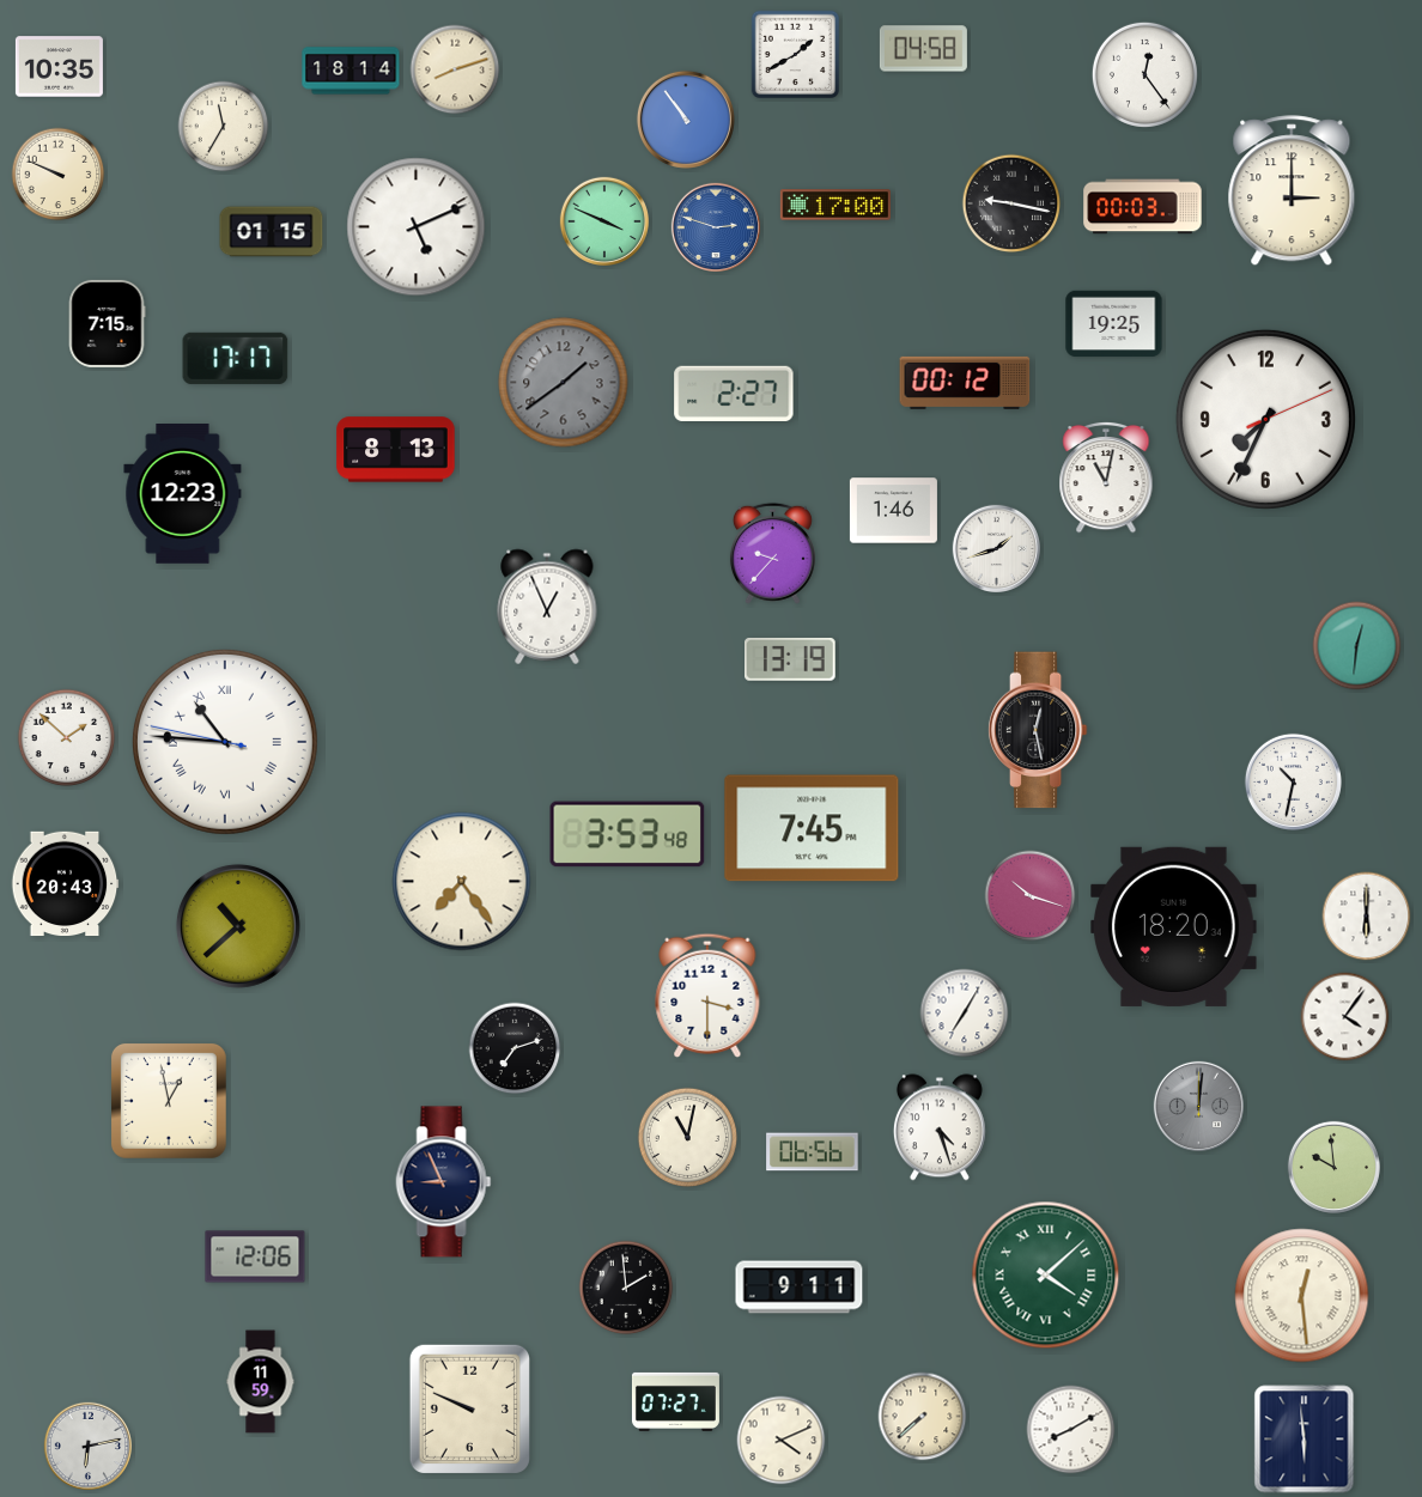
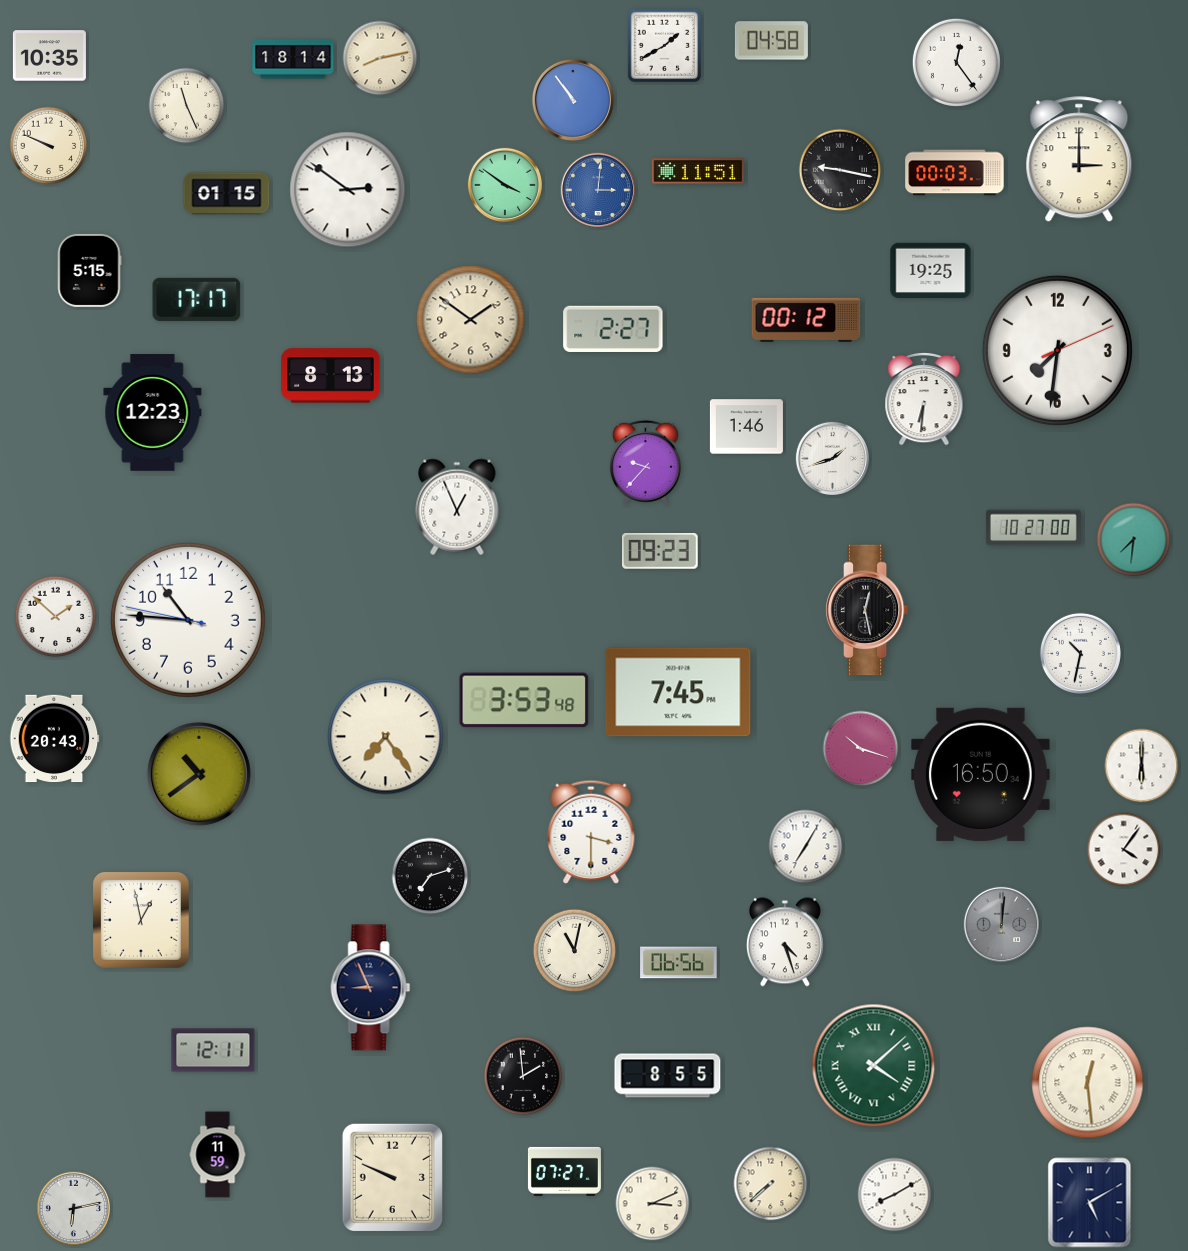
clock at (455, 69): 8:12 -> 8:13
clock at (224, 127): 11:35 -> 11:26
clock at (1011, 203) position: (1011, 203) -> (840, 170)
clock at (835, 205): 17:00 -> 11:51
clock at (603, 220): 3:49 -> 3:51
clock at (715, 226): 2:48 -> 3:01
clock at (417, 227): 5:11 -> 2:51
clock at (107, 323): 7:15 -> 5:15
clock at (564, 383): 1:39 -> 1:51
clock at (564, 383) dial: grey -> cream
clock at (1265, 419): 7:34 -> 7:31
clock at (1106, 477): 11:02 -> 6:31
clock at (1033, 528): none -> 10:27
clock at (1357, 646): 12:31 -> 7:31
clock at (791, 659): 13:19 -> 09:23
clock at (225, 742) numerals: Roman -> Arabic
clock at (627, 834) position: (627, 834) -> (524, 700)
clock at (238, 926): 10:38 -> 10:39
clock at (1174, 926): 18:20 -> 16:50
clock at (1333, 1167): 9:59 -> none
clock at (255, 1256): 12:06 -> 12:11
clock at (800, 1288): 9:11 -> 8:55
clock at (1305, 1440): 5:59 -> 5:10
clock at (782, 1441): 4:11 -> 3:11
